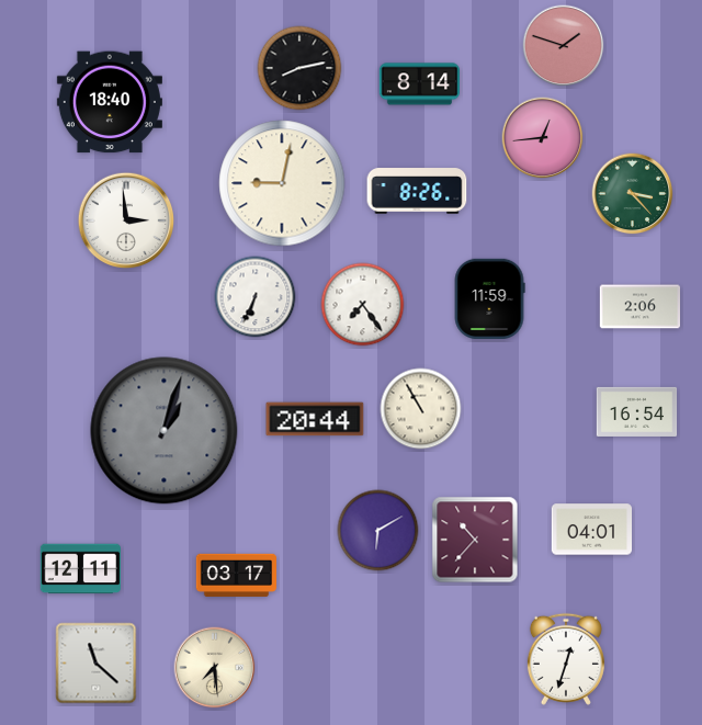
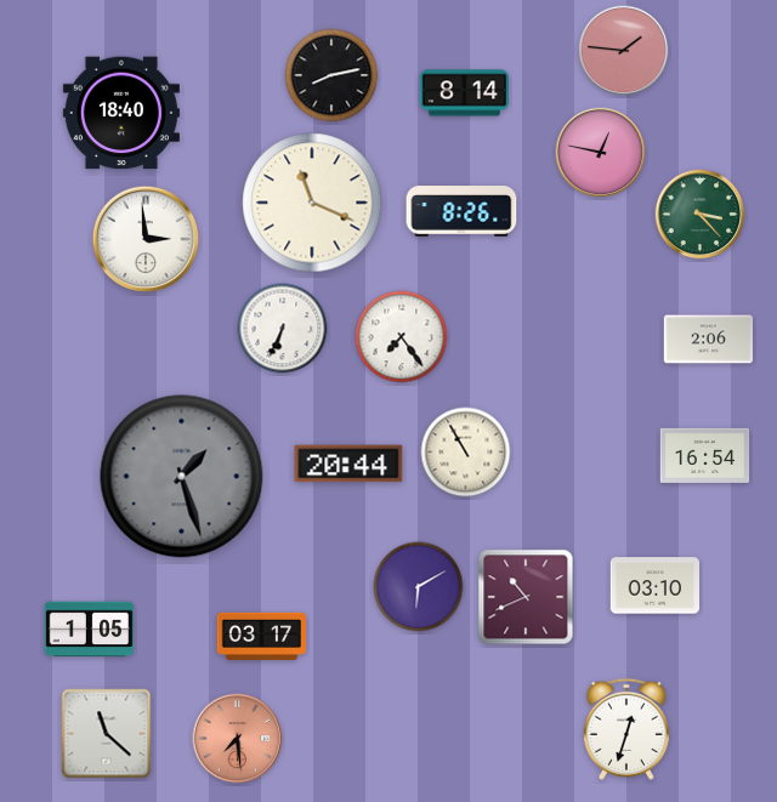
clock at (564, 46): 1:48 -> 1:46
clock at (543, 138): 12:44 -> 12:47
clock at (282, 183): 9:02 -> 11:19
clock at (126, 220) position: (126, 220) -> (146, 239)
clock at (489, 298): 11:59 -> none
clock at (165, 431): 1:03 -> 1:27
clock at (592, 530): 04:01 -> 03:10
clock at (475, 540): 10:37 -> 10:41
clock at (80, 569): 12:11 -> 1:05
clock at (215, 668) dial: cream -> salmon
